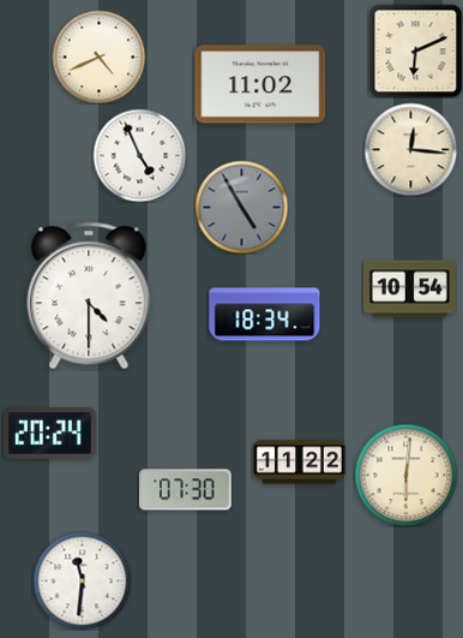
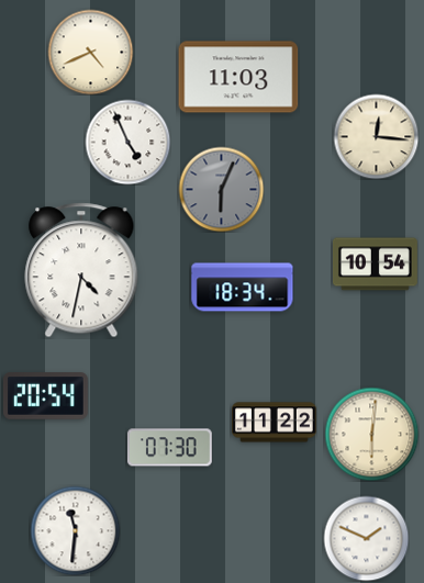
clock at (415, 50): 6:11 -> none
clock at (260, 84): 11:02 -> 11:03
clock at (241, 207): 4:55 -> 6:04
clock at (89, 296): 4:30 -> 4:32
clock at (49, 434): 20:24 -> 20:54
clock at (366, 538): none -> 1:49
